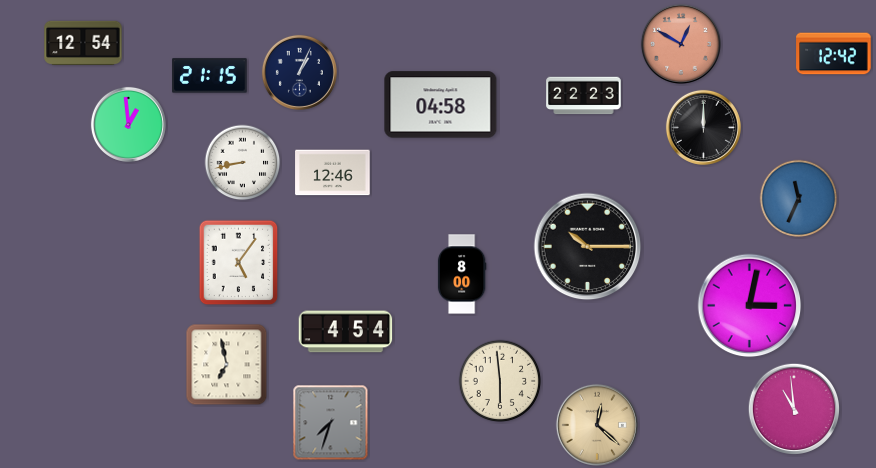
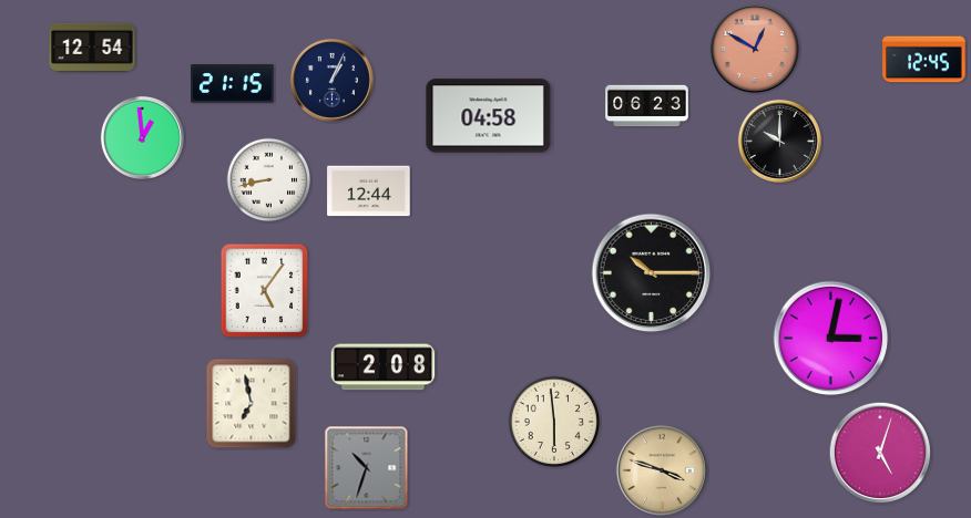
clock at (834, 54): 12:42 -> 12:45
clock at (584, 96): 22:23 -> 06:23
clock at (703, 127): 12:00 -> 10:00
clock at (333, 173): 12:46 -> 12:44
clock at (799, 199): 11:34 -> none
clock at (462, 274): 8:00 -> none
clock at (346, 332): 4:54 -> 2:08
clock at (793, 408): 10:59 -> 5:03
clock at (331, 423): 7:33 -> 10:33
clock at (597, 425): 12:22 -> 3:48
